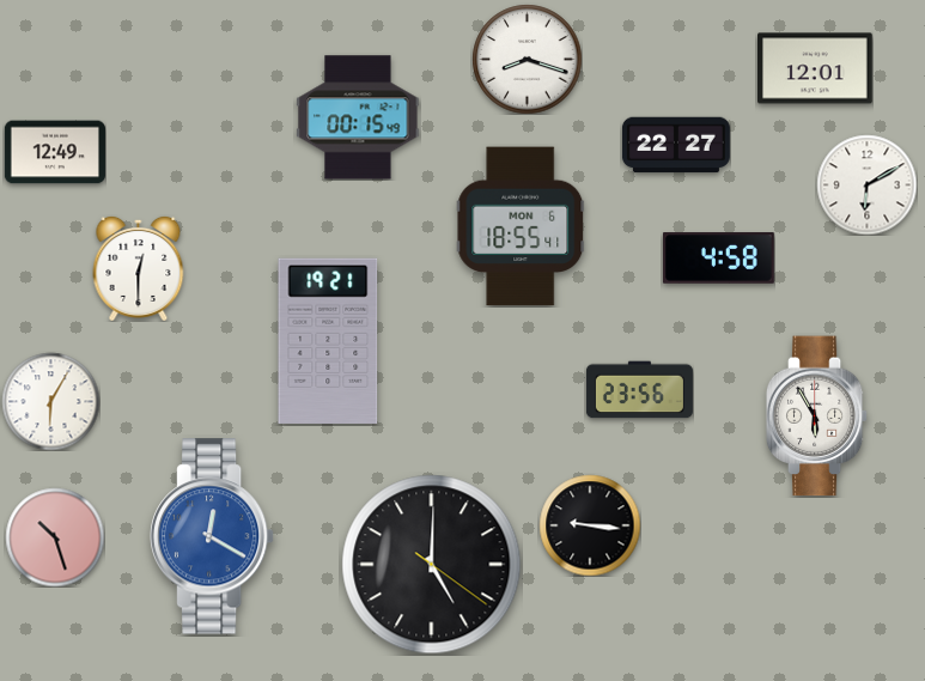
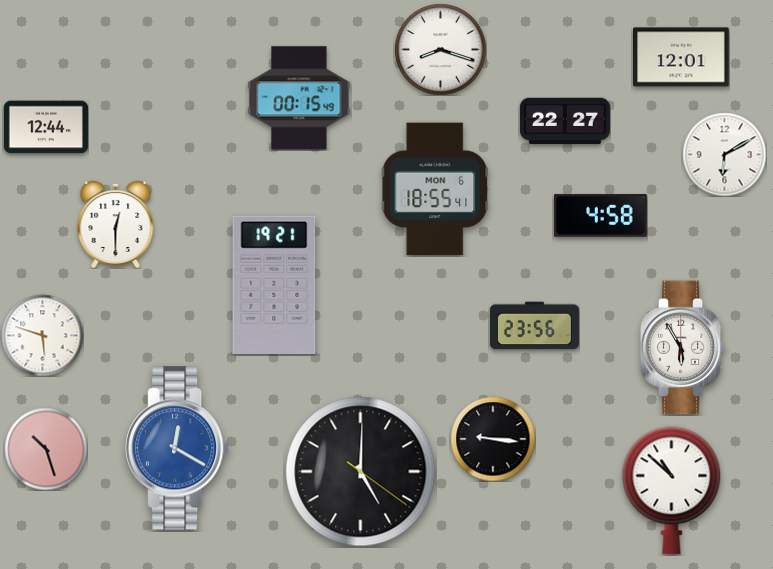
clock at (55, 152): 12:49 -> 12:44
clock at (50, 401): 6:05 -> 5:48
clock at (672, 490): none -> 10:52
